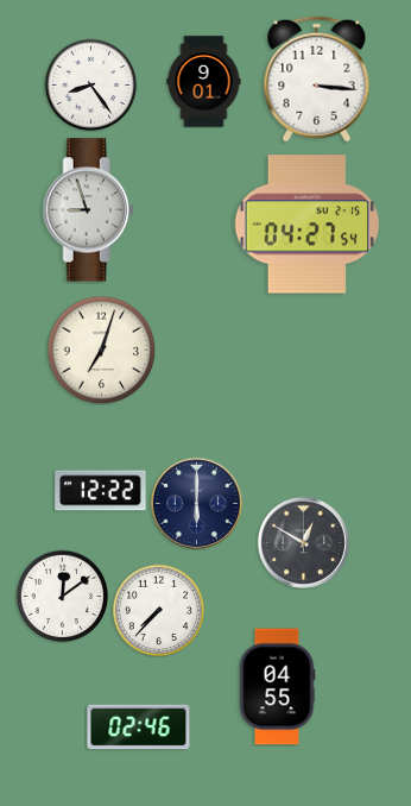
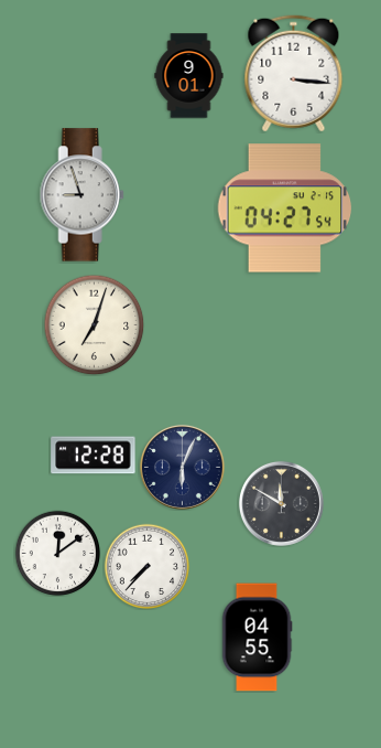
clock at (90, 84): 8:24 -> none
clock at (101, 491): 12:22 -> 12:28
clock at (196, 503): 6:00 -> 6:04
clock at (303, 542): 12:50 -> 11:50
clock at (139, 728): 02:46 -> none
